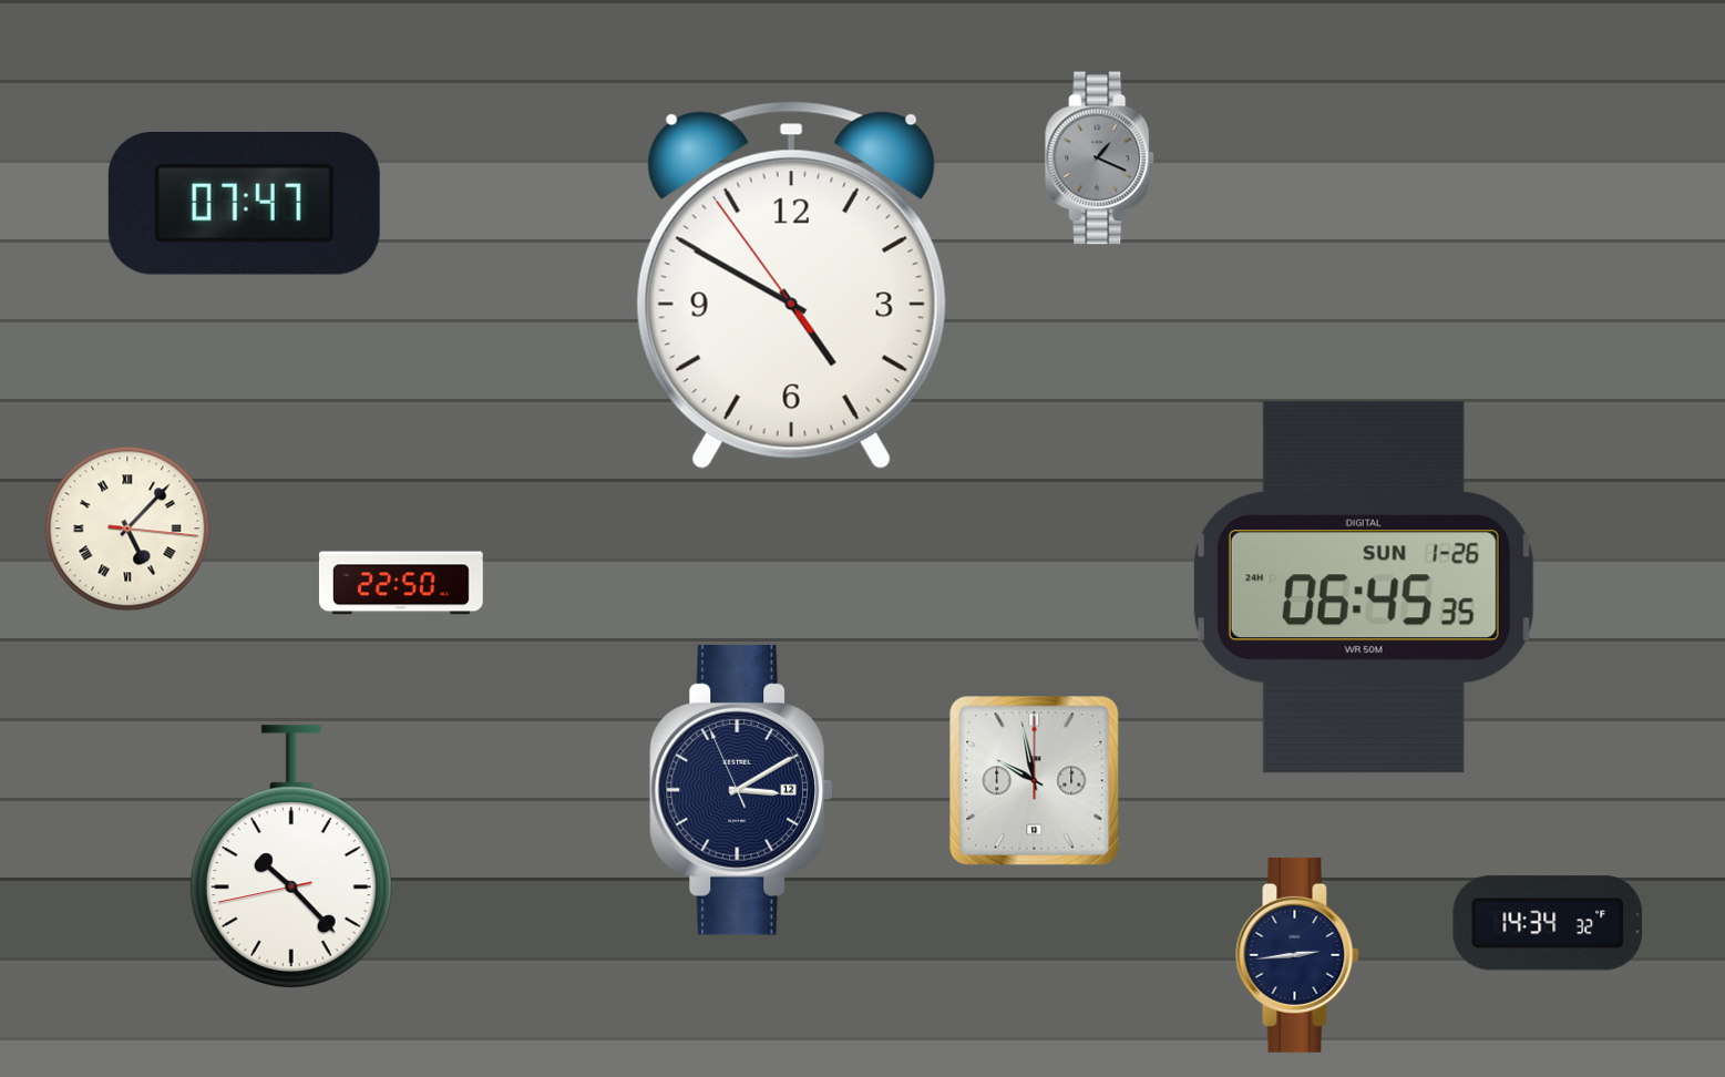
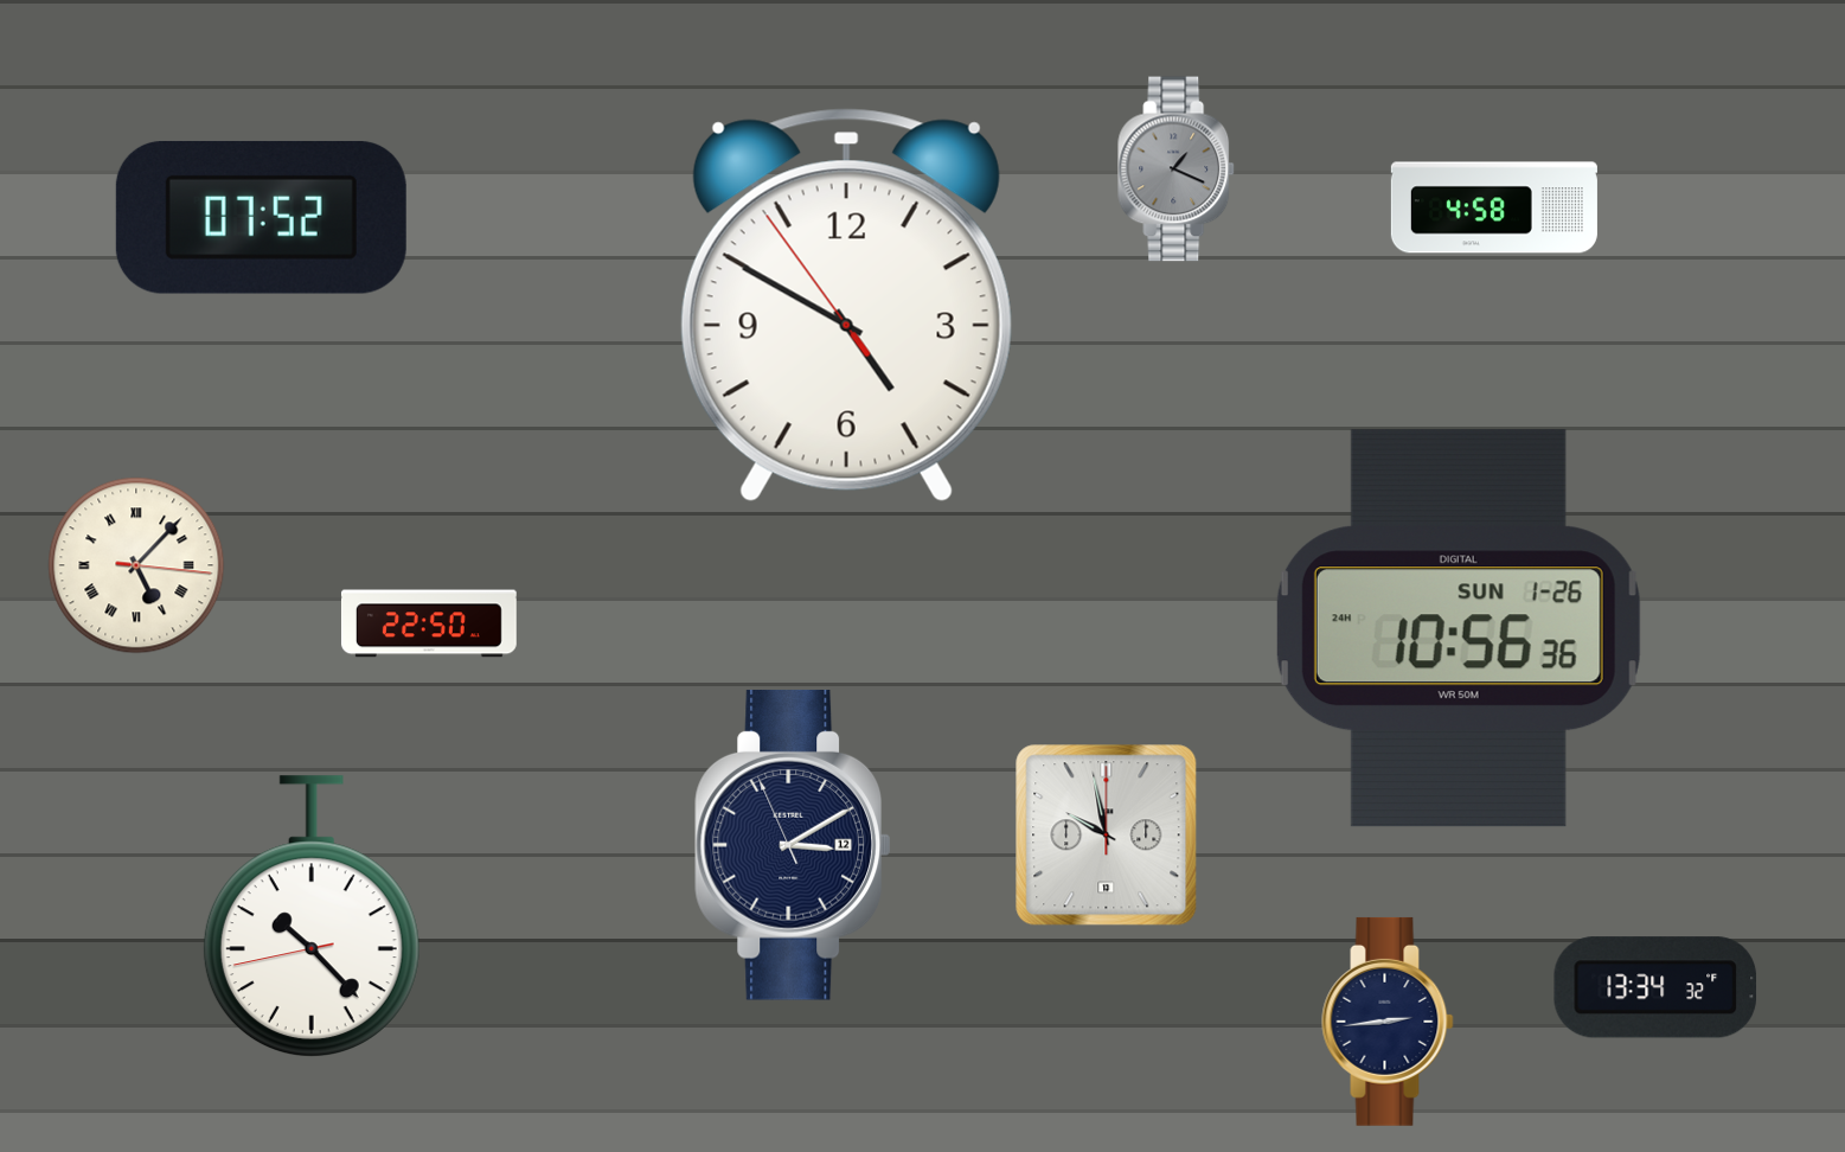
clock at (1494, 207): none -> 4:58
clock at (244, 203): 07:47 -> 07:52
clock at (1364, 587): 06:45 -> 10:56
clock at (1548, 923): 14:34 -> 13:34
